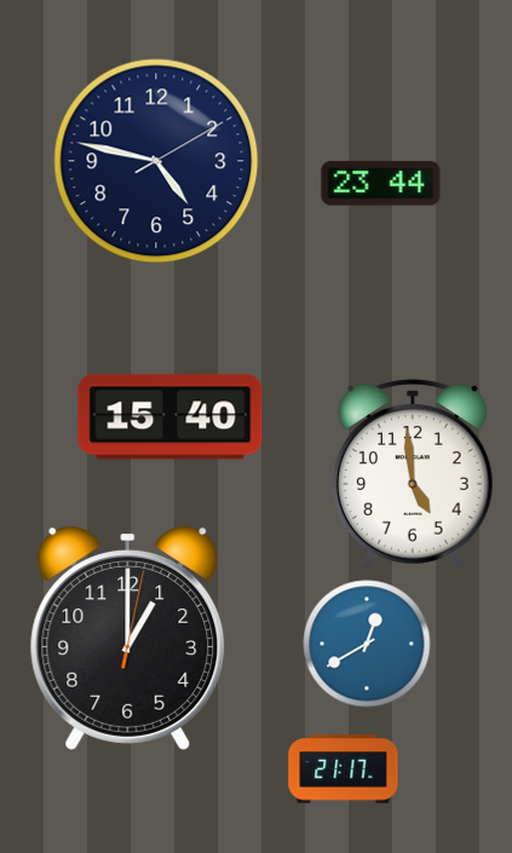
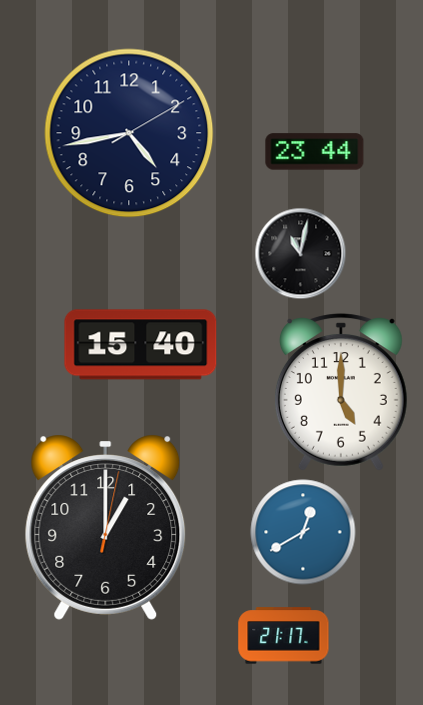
clock at (156, 161): 4:47 -> 4:43
clock at (300, 253): none -> 11:02
clock at (413, 474): 4:59 -> 5:00
